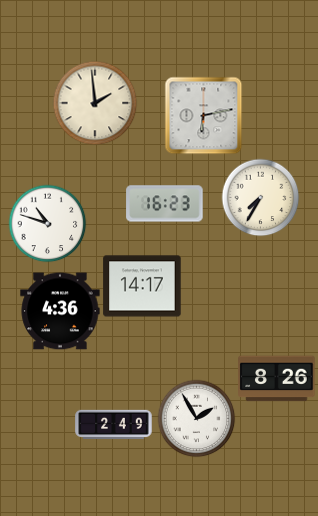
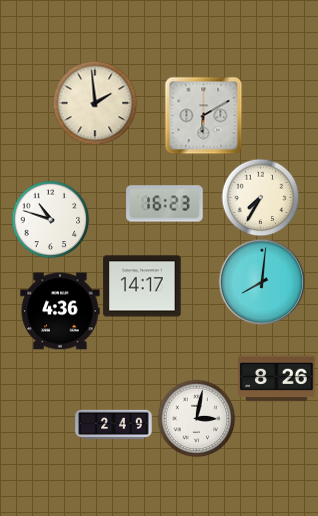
clock at (203, 115): 6:13 -> 6:10
clock at (47, 223) position: (47, 223) -> (50, 219)
clock at (262, 282): none -> 8:01
clock at (196, 418): 1:55 -> 3:02
